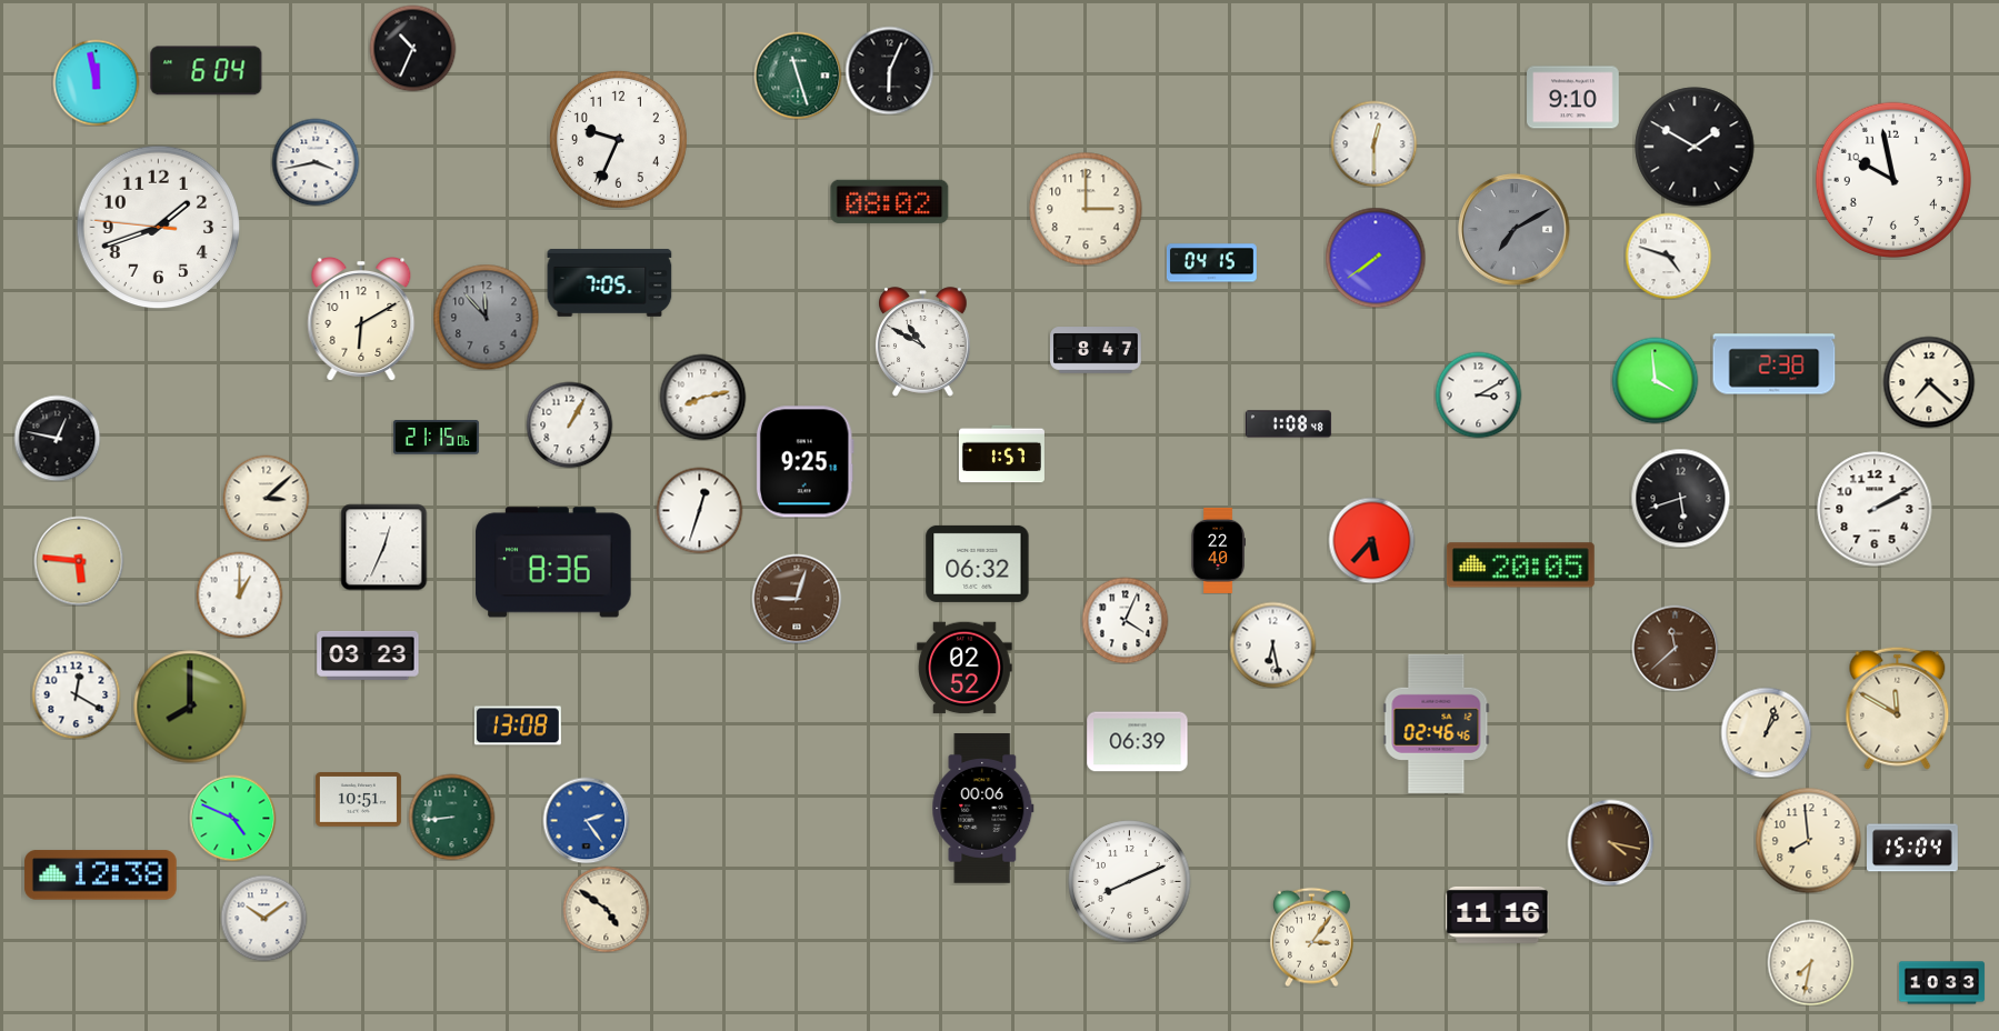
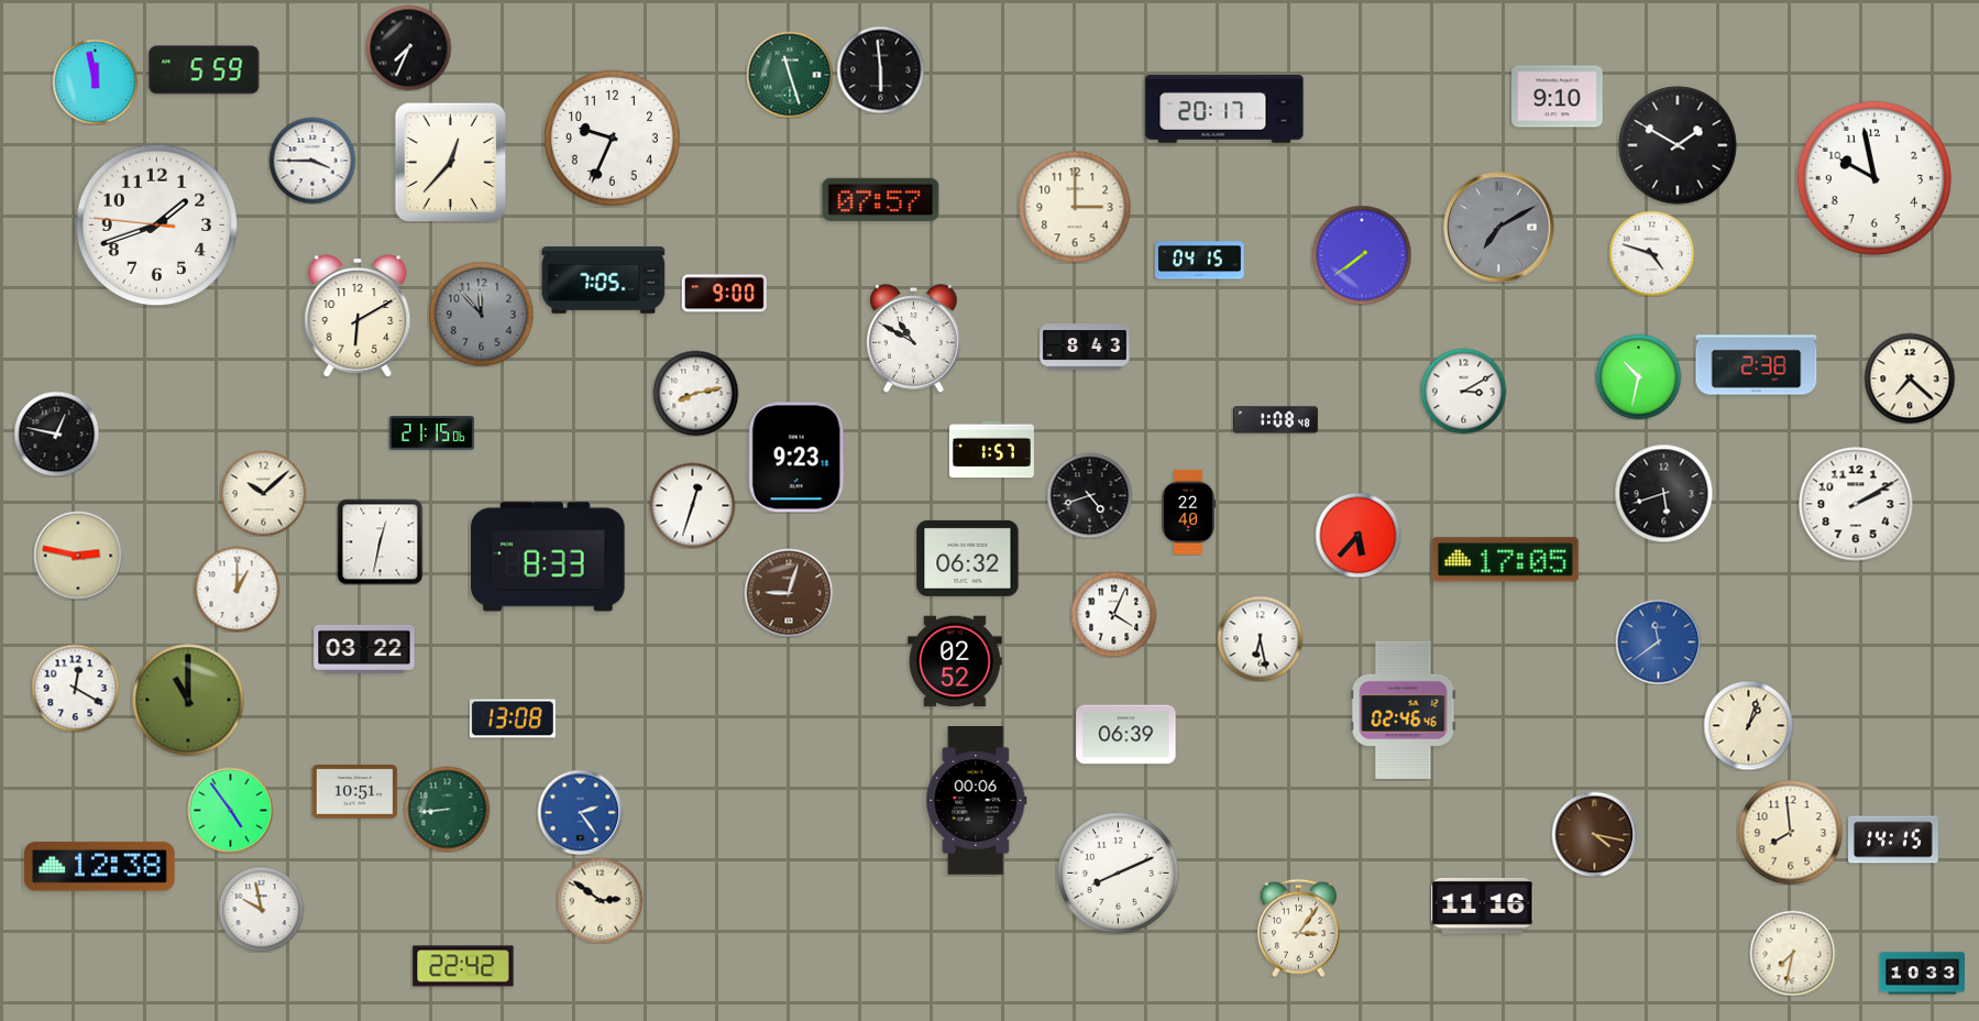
clock at (412, 48): 10:34 -> 7:34
clock at (889, 70): 6:04 -> 5:59
clock at (207, 71): 6:04 -> 5:59
clock at (1224, 110): none -> 20:17
clock at (1373, 143): 12:30 -> none
clock at (316, 162): 3:43 -> 3:45
clock at (451, 162): none -> 12:37
clock at (890, 201): 08:02 -> 07:57
clock at (724, 294): none -> 9:00
clock at (1097, 350): 8:47 -> 8:43
clock at (1775, 364) position: (1775, 364) -> (1757, 365)
clock at (1655, 380): 3:59 -> 10:32
clock at (569, 424): 1:05 -> none
clock at (804, 462): 9:25 -> 9:23
clock at (266, 498): 3:08 -> 10:08
clock at (1089, 495): none -> 4:42
clock at (383, 547): 12:34 -> 12:32
clock at (1218, 550) position: (1218, 550) -> (1188, 512)
clock at (79, 561): 5:46 -> 2:47
clock at (553, 562): 8:36 -> 8:33
clock at (1520, 565): 20:05 -> 17:05
clock at (1675, 648): 11:38 -> 11:39
clock at (1675, 648) dial: brown -> blue
clock at (368, 655): 03:23 -> 03:22
clock at (190, 707): 8:00 -> 11:00
clock at (1898, 708): 11:50 -> none
clock at (1437, 723) position: (1437, 723) -> (1404, 710)
clock at (983, 809) position: (983, 809) -> (977, 801)
clock at (232, 818): 4:49 -> 4:54
clock at (1913, 848): 15:04 -> 14:15
clock at (606, 909): 4:51 -> 2:51
clock at (263, 918): 10:09 -> 9:58
clock at (463, 966): none -> 22:42
